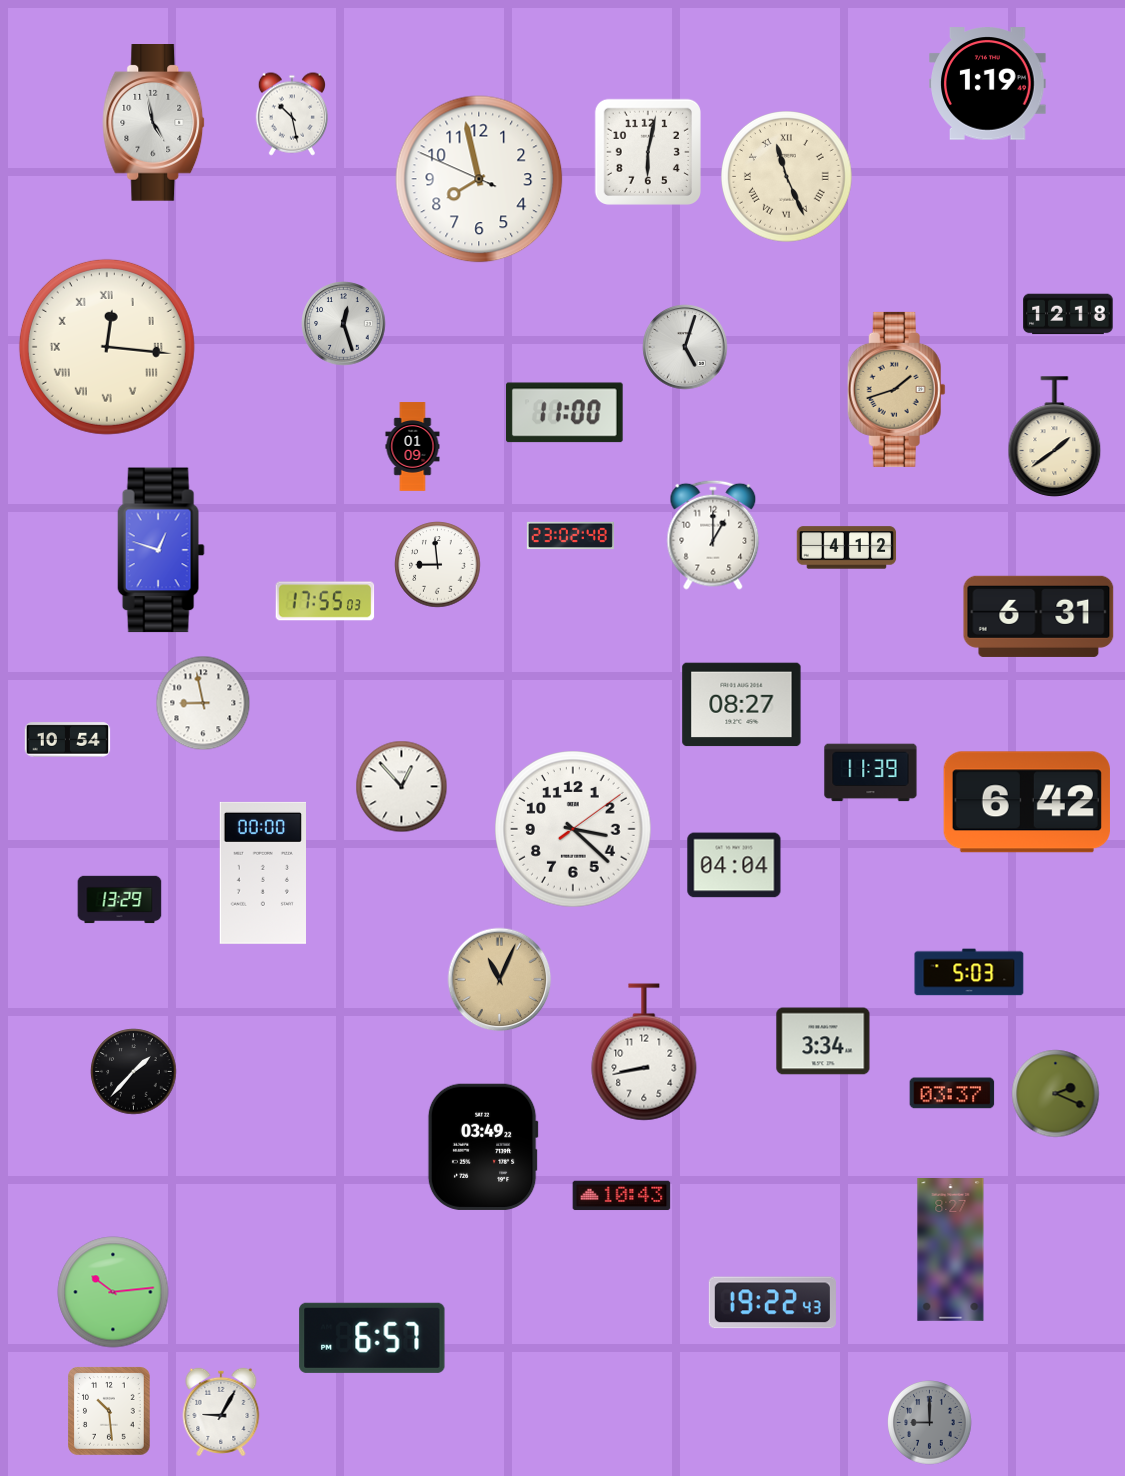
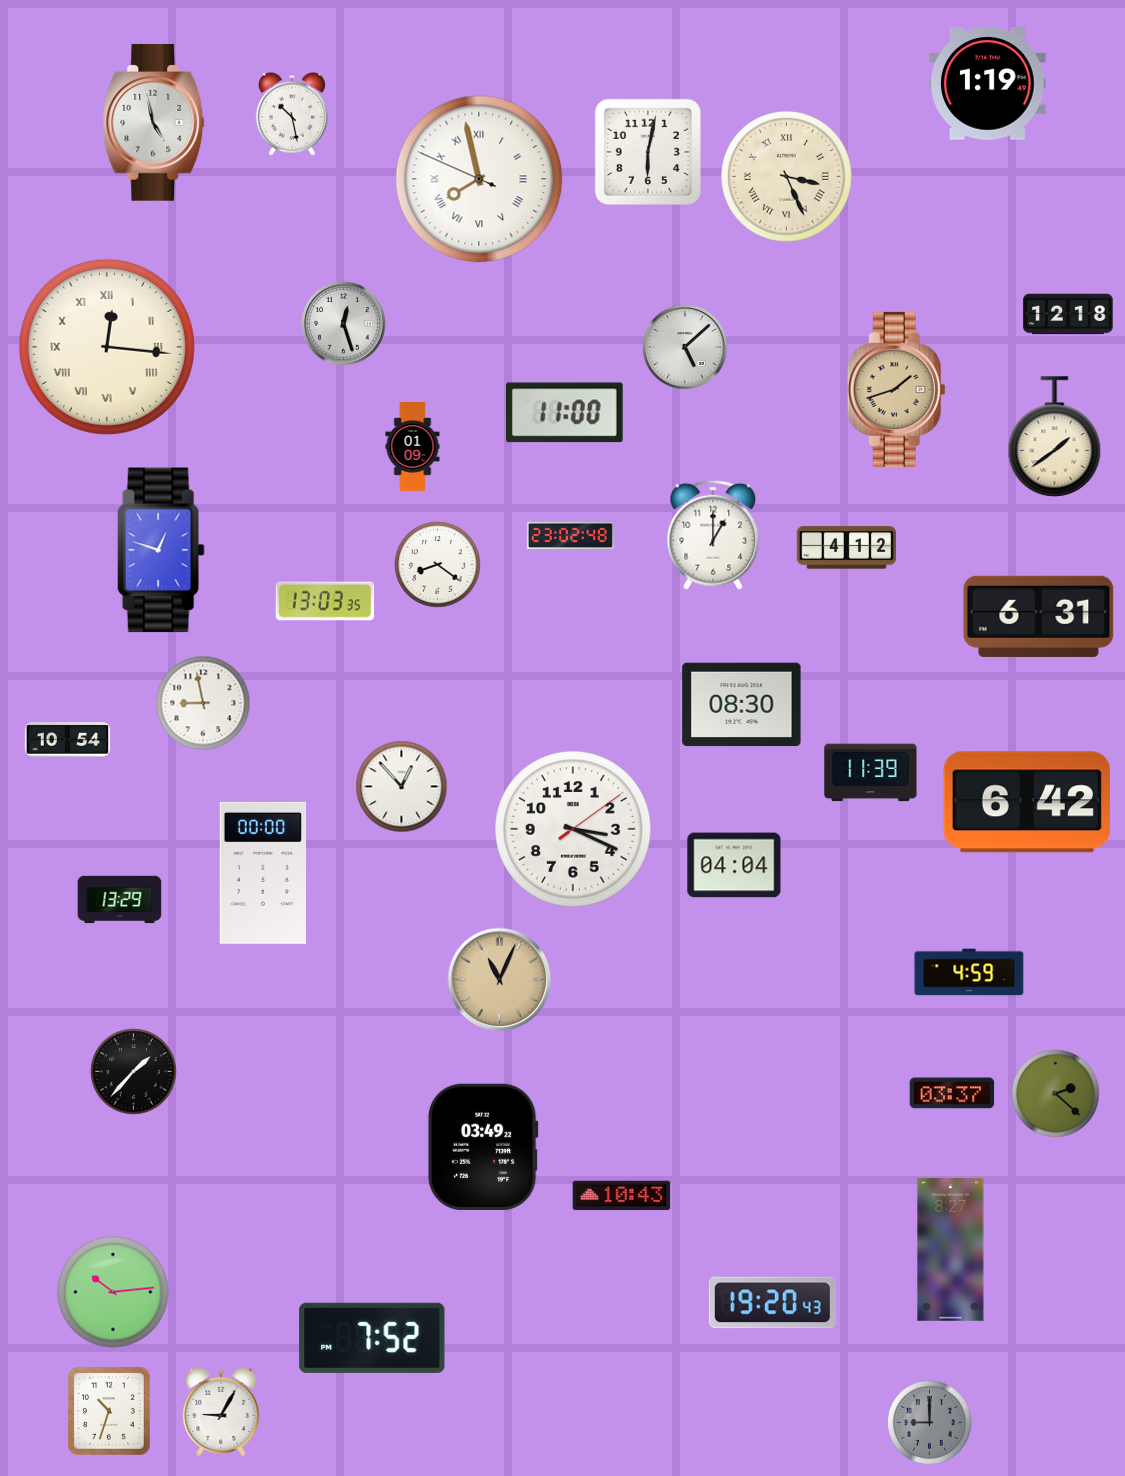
clock at (787, 177): 11:26 -> 3:26
clock at (479, 179) numerals: Arabic -> Roman
clock at (685, 347): 5:03 -> 5:08
clock at (438, 565): 8:59 -> 8:21
clock at (325, 601): 17:55 -> 13:03
clock at (742, 705): 08:27 -> 08:30
clock at (573, 829): 3:22 -> 3:19
clock at (969, 972): 5:03 -> 4:59
clock at (823, 1041): 3:34 -> none
clock at (644, 1052): 8:43 -> none
clock at (1056, 1094): 2:19 -> 2:22
clock at (772, 1303): 19:22 -> 19:20
clock at (372, 1338): 6:57 -> 7:52
clock at (110, 1411): 10:29 -> 10:33
